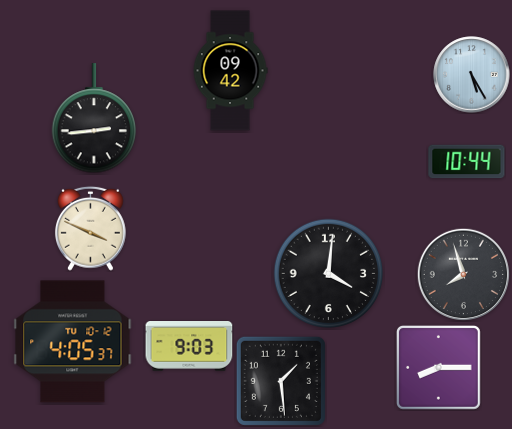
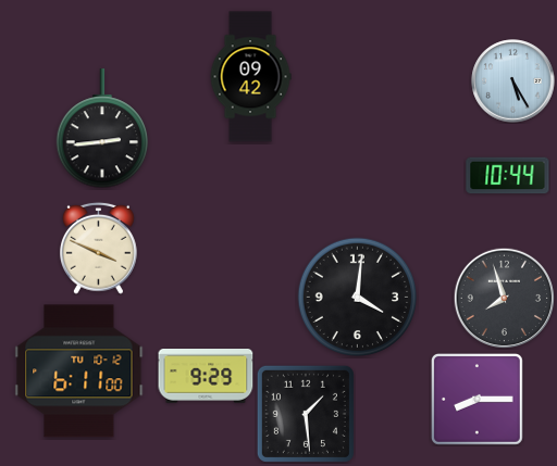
clock at (73, 342): 4:05 -> 6:11
clock at (189, 346): 9:03 -> 9:29
